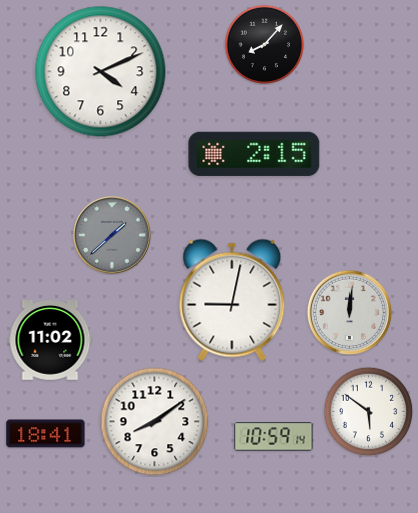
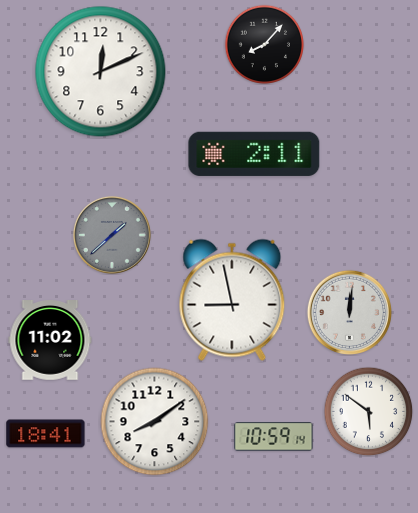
clock at (101, 72): 4:11 -> 12:11
clock at (254, 154): 2:15 -> 2:11
clock at (232, 300): 9:02 -> 8:58
